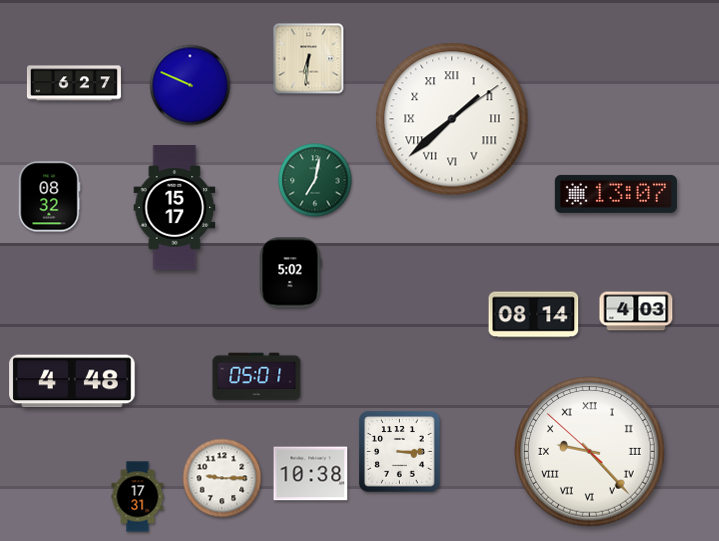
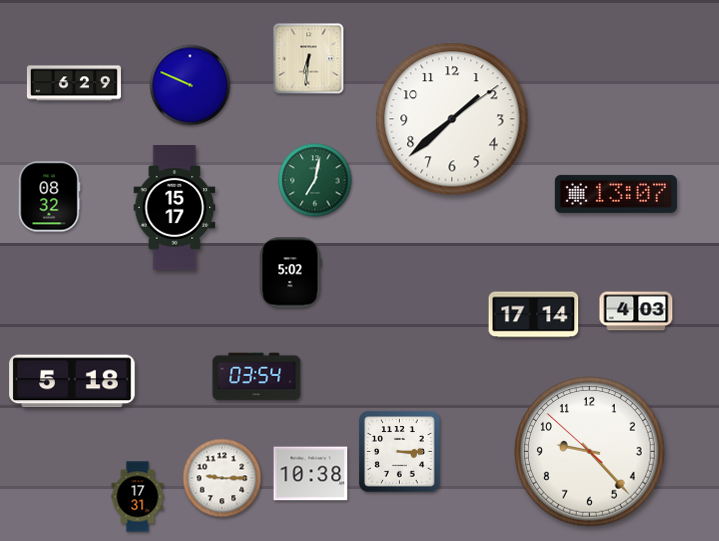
clock at (74, 83): 6:27 -> 6:29
clock at (452, 119) numerals: Roman -> Arabic
clock at (534, 315): 08:14 -> 17:14
clock at (257, 377): 05:01 -> 03:54
clock at (72, 381): 4:48 -> 5:18
clock at (590, 452) numerals: Roman -> Arabic
